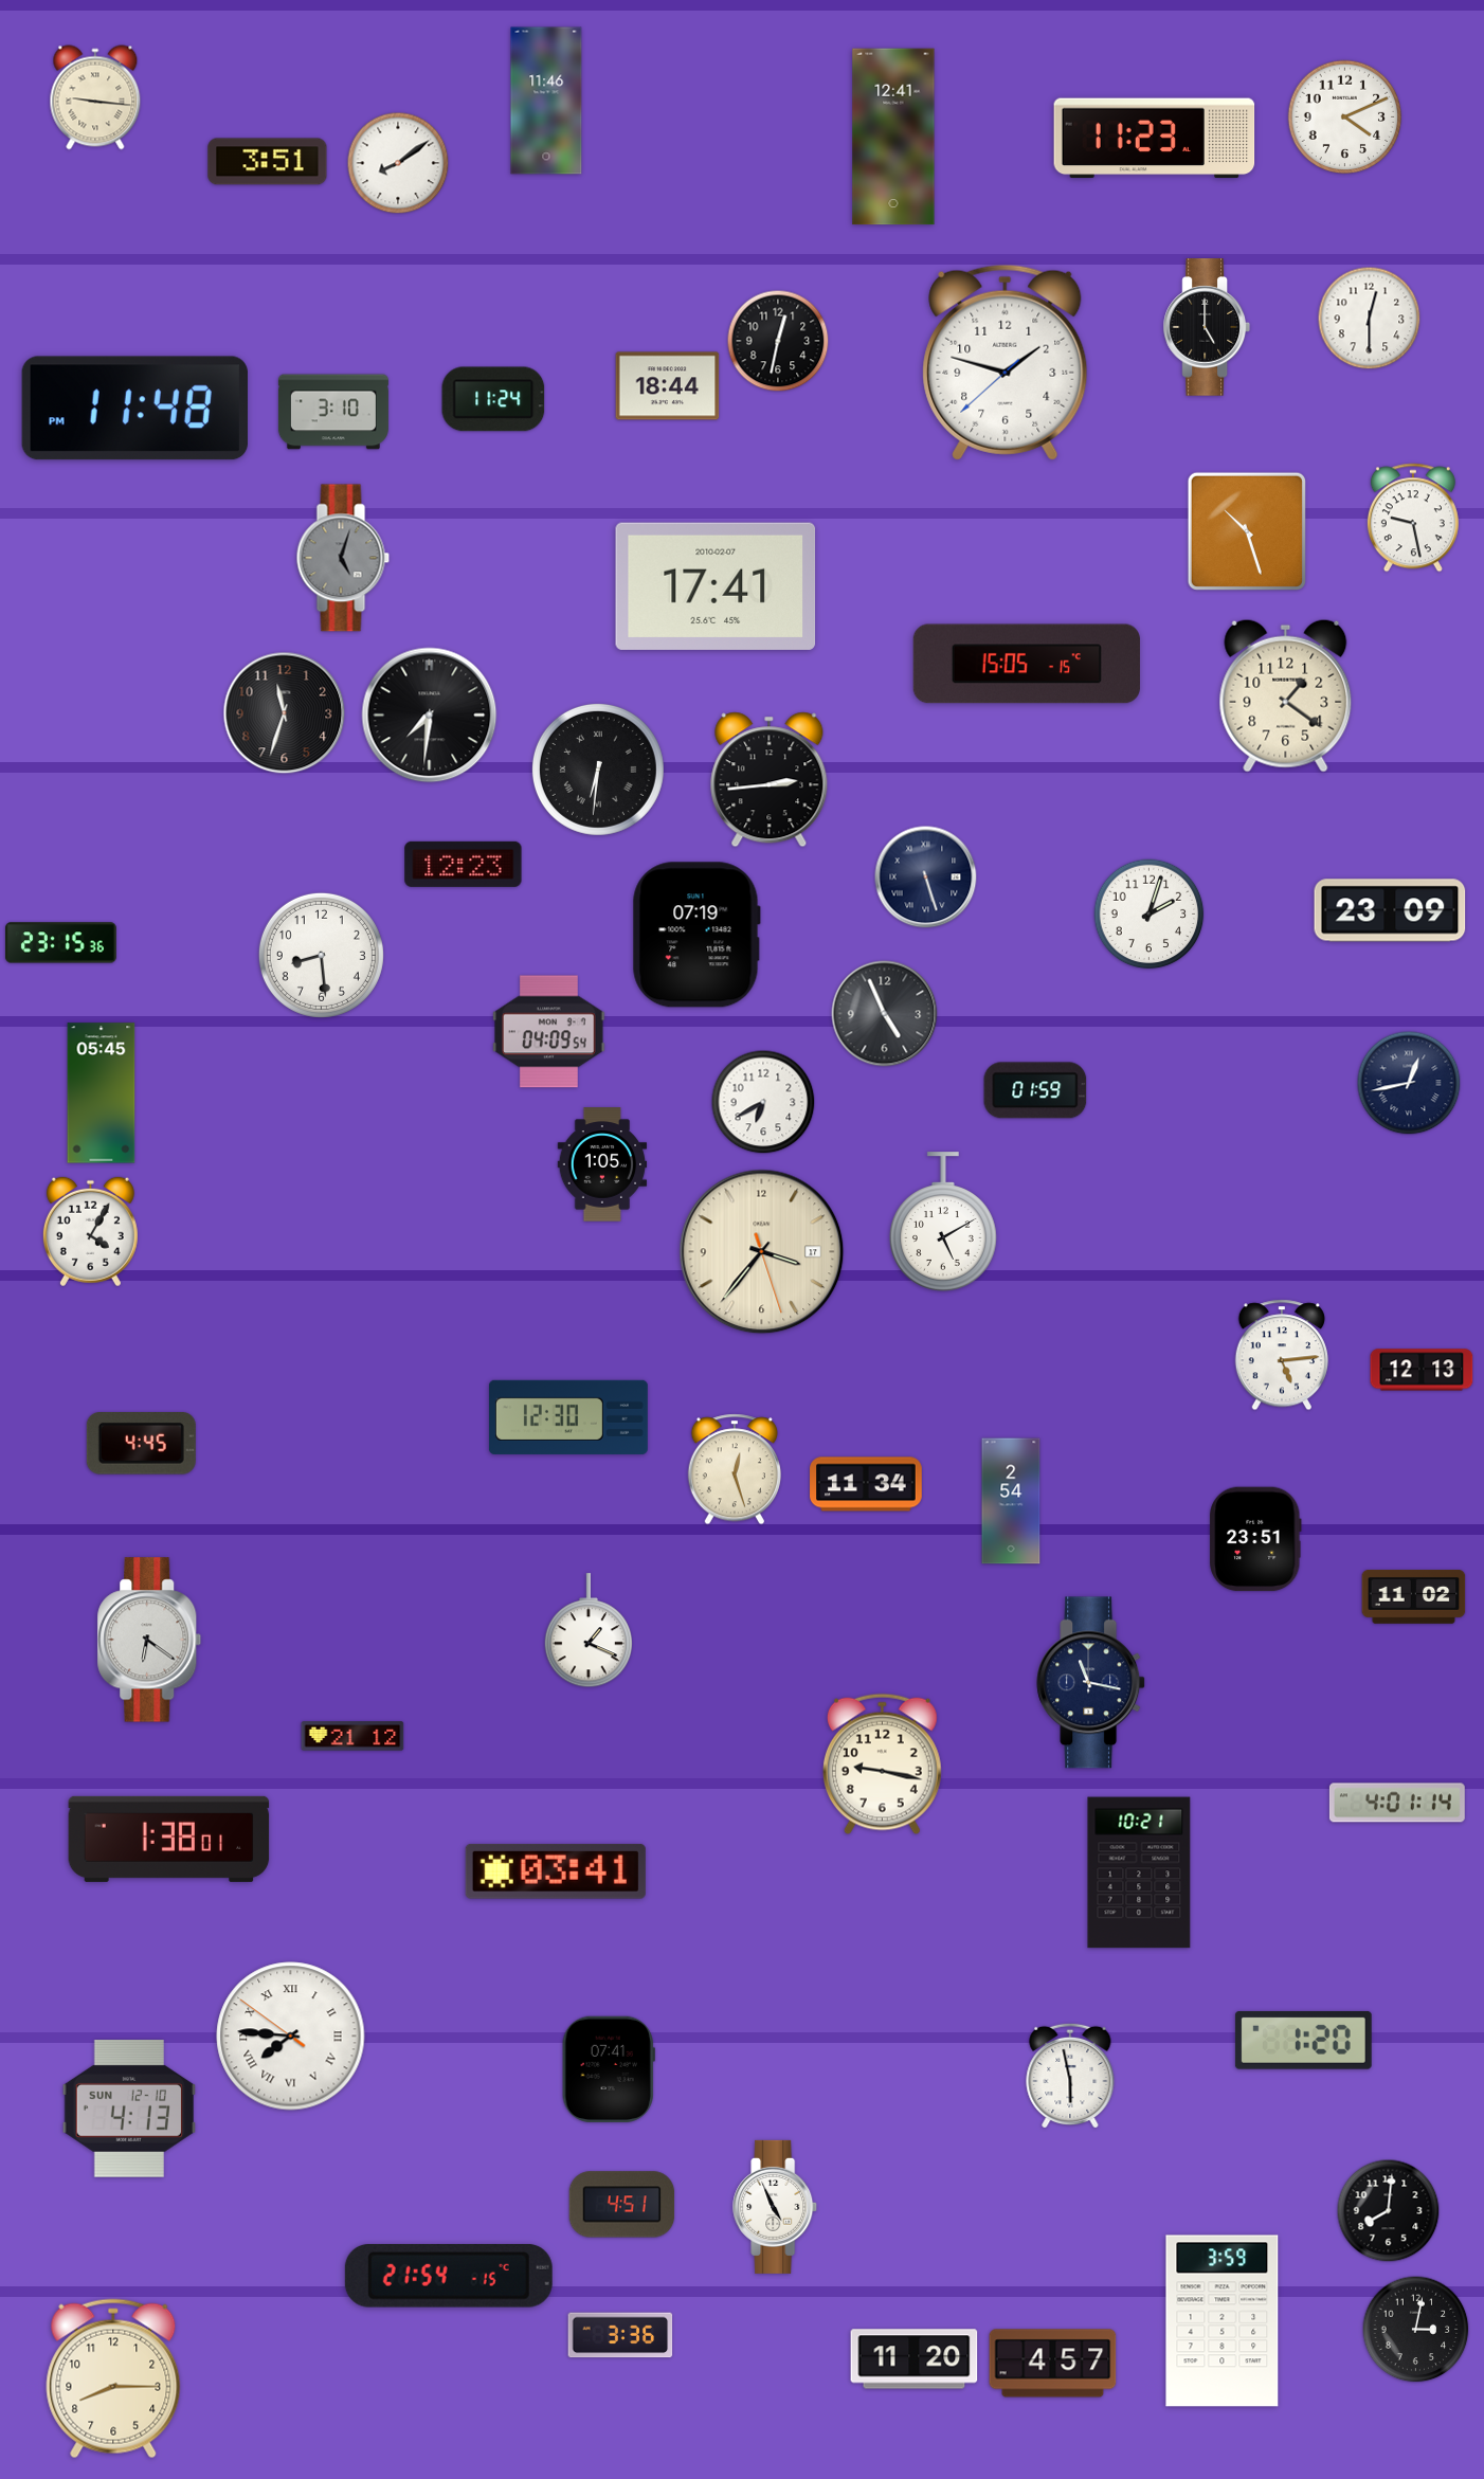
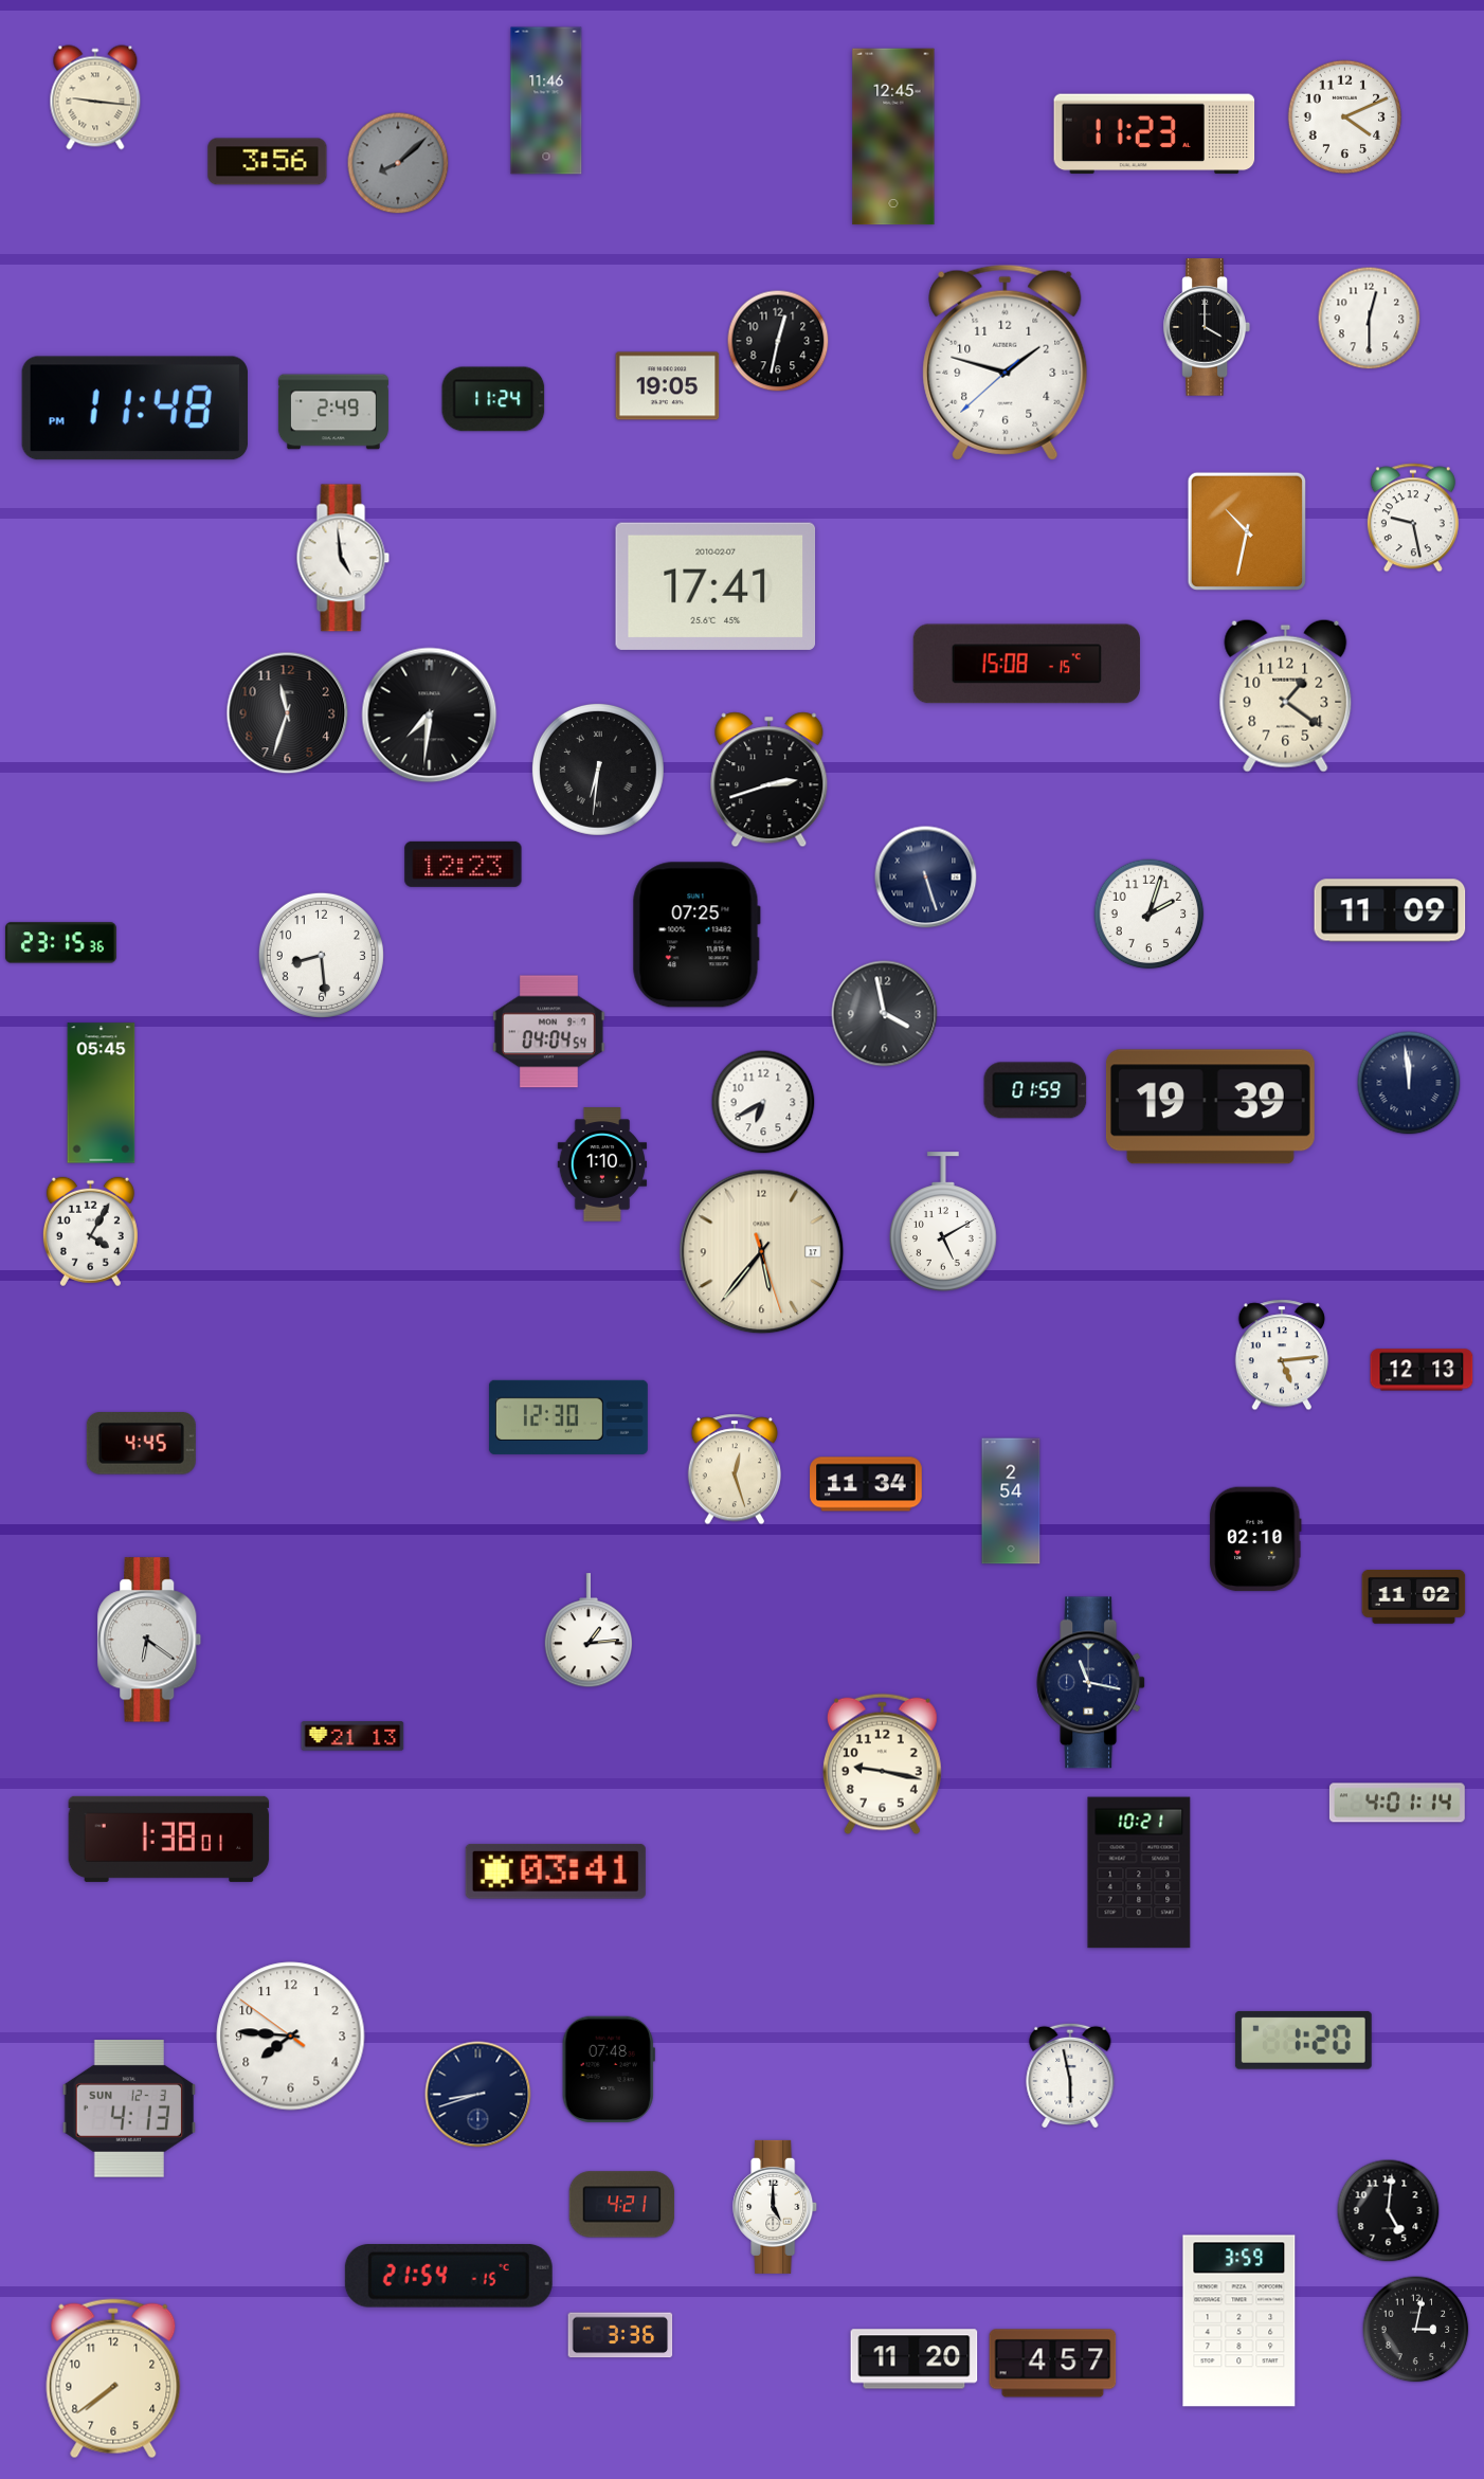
clock at (893, 137): 12:41 -> 12:45
clock at (1155, 139) position: (1155, 139) -> (1155, 134)
clock at (268, 162): 3:51 -> 3:56
clock at (398, 163): 8:09 -> 8:08
clock at (398, 163) dial: white -> grey
clock at (1206, 327): 5:00 -> 4:00
clock at (668, 386): 18:44 -> 19:05
clock at (333, 412): 3:10 -> 2:49
clock at (1247, 531): 10:27 -> 10:32
clock at (343, 558): 5:03 -> 4:59
clock at (343, 558) dial: grey -> white
clock at (1027, 664): 15:05 -> 15:08
clock at (285, 713) position: (285, 713) -> (288, 713)
clock at (770, 780): 2:44 -> 2:42
clock at (1390, 910): 23:09 -> 11:09
clock at (696, 935): 07:19 -> 07:25
clock at (885, 1014): 4:56 -> 3:58
clock at (549, 1032): 04:09 -> 04:04
clock at (1409, 1083): 12:43 -> 11:59
clock at (1210, 1107): none -> 19:39
clock at (602, 1164): 1:05 -> 1:10
clock at (762, 1252): 3:36 -> 5:36
clock at (1255, 1539): 23:51 -> 02:10
clock at (587, 1631): 1:19 -> 1:14
clock at (352, 1736): 21:12 -> 21:13
clock at (291, 2037) numerals: Roman -> Arabic
clock at (609, 2068): 07:41 -> 07:48
clock at (478, 2095): none -> 8:42
clock at (128, 2109) date: SUN 12-10 -> SUN 12-3
clock at (622, 2205): 4:51 -> 4:21
clock at (776, 2207): 4:56 -> 5:00
clock at (1389, 2211): 8:01 -> 5:01
clock at (1223, 2321) position: (1223, 2321) -> (1239, 2321)
clock at (113, 2378): 8:15 -> 7:39
